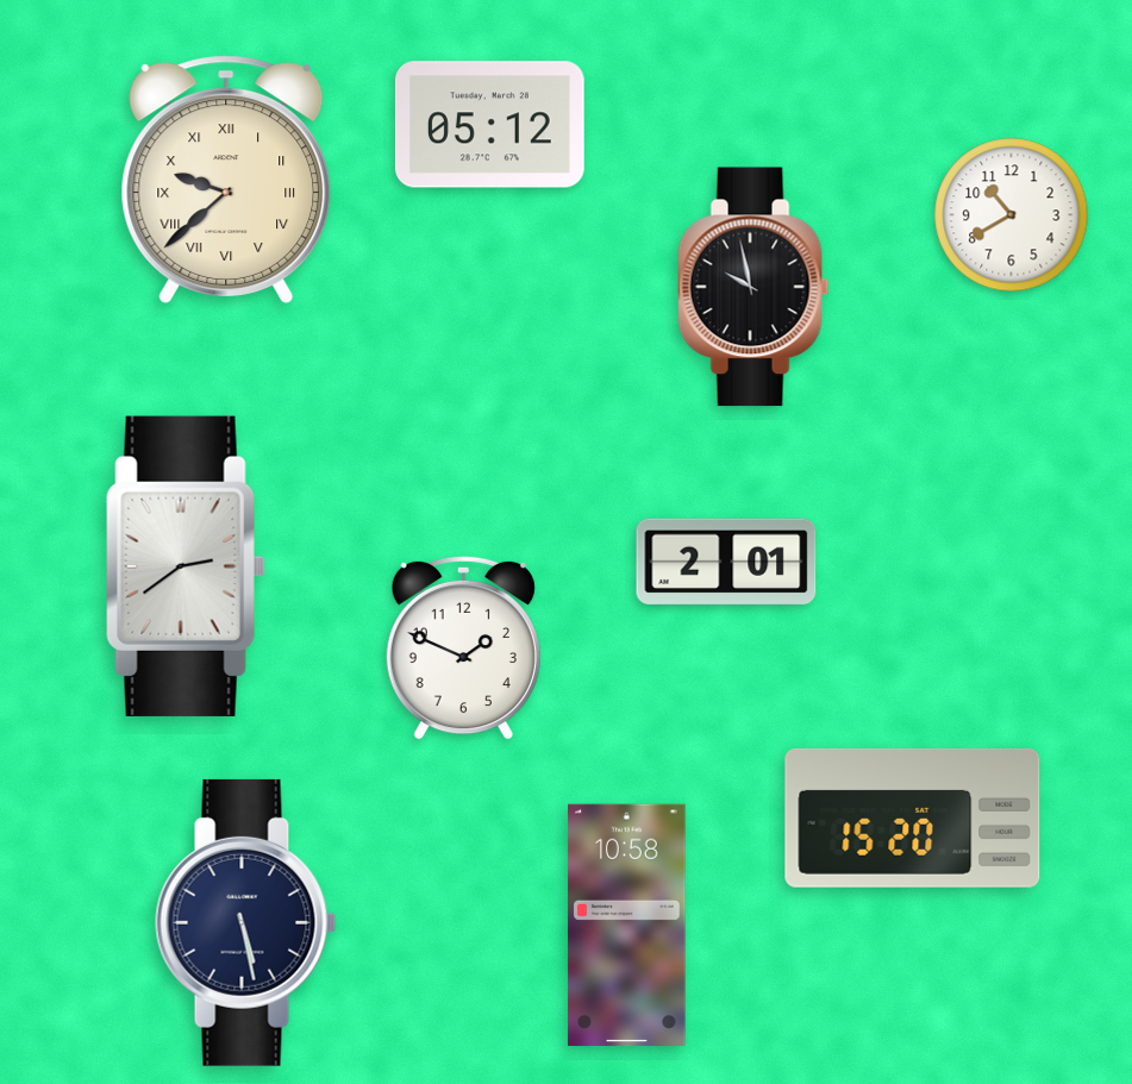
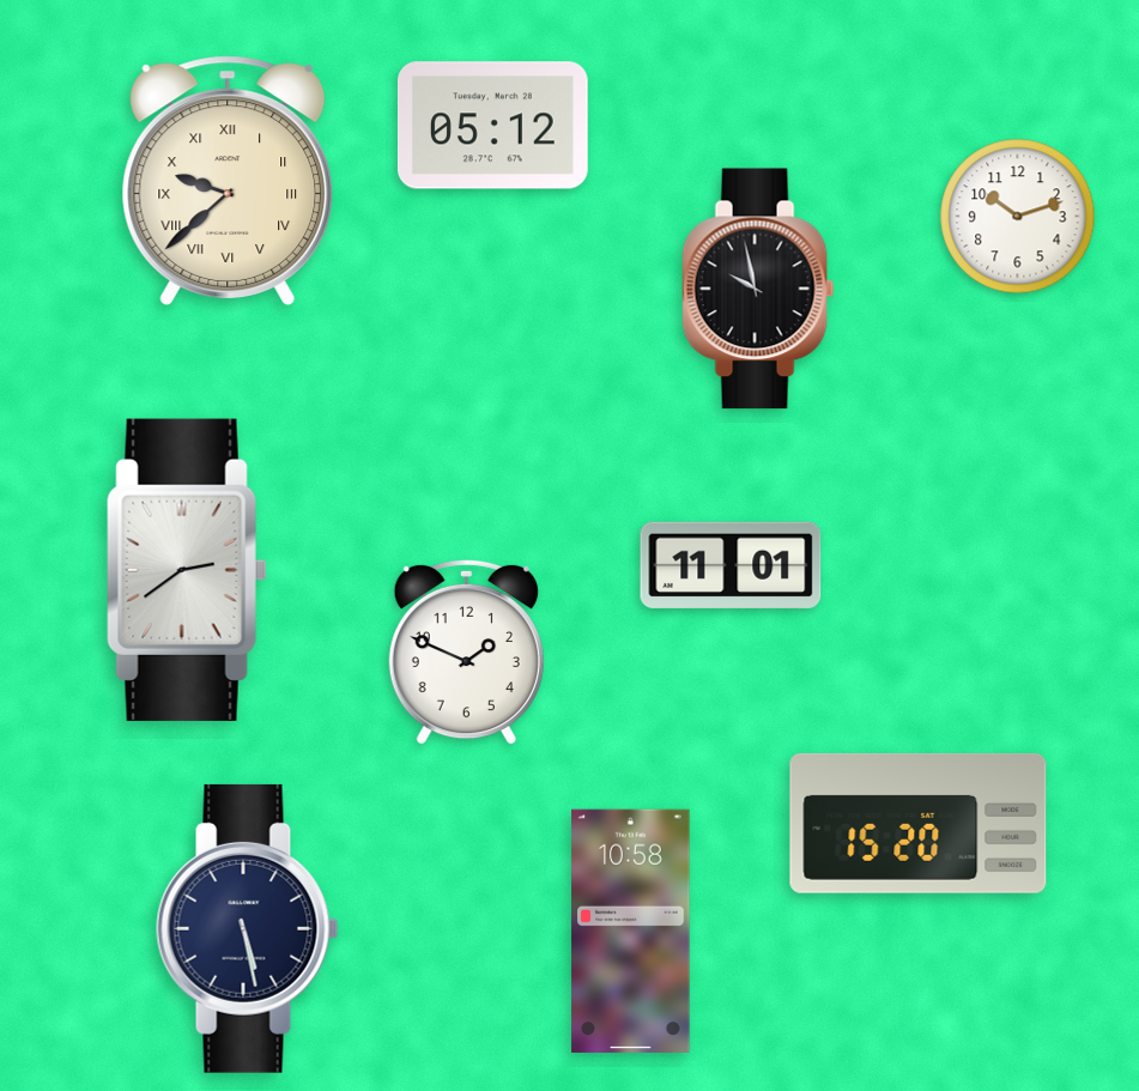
clock at (1012, 215): 10:40 -> 10:12
clock at (726, 560): 2:01 -> 11:01
